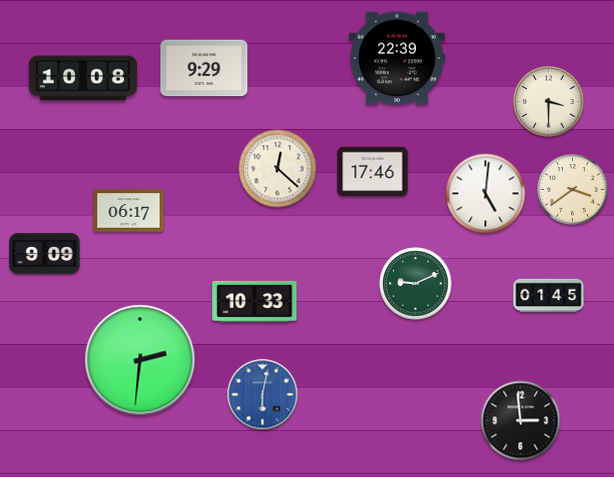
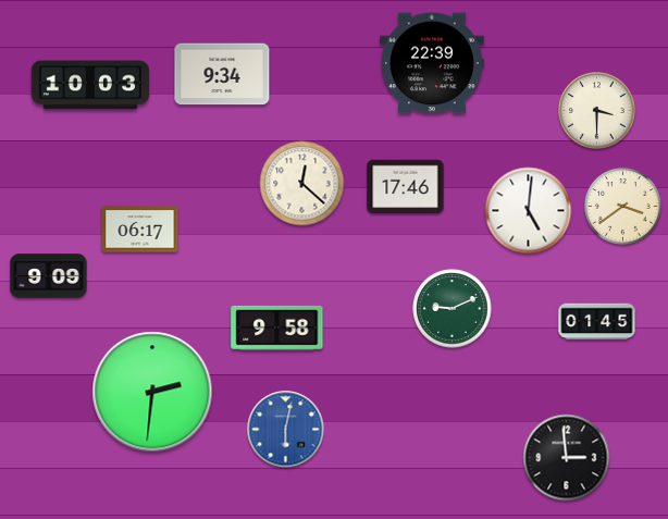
clock at (204, 68): 9:29 -> 9:34
clock at (82, 78): 10:08 -> 10:03
clock at (255, 301): 10:33 -> 9:58
